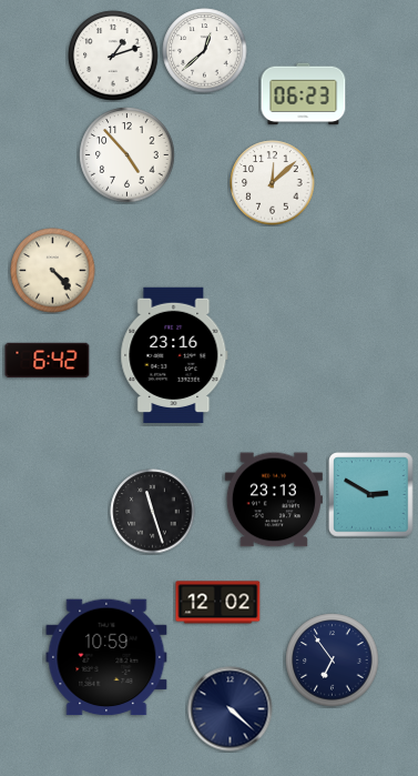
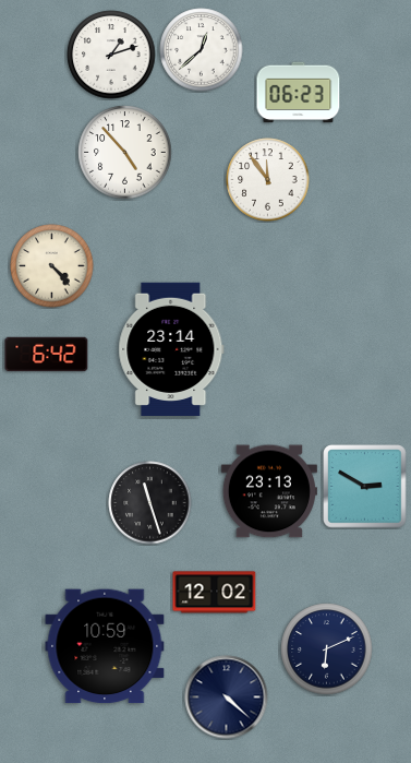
clock at (273, 183): 12:08 -> 11:54
clock at (174, 354): 23:16 -> 23:14
clock at (333, 661): 6:54 -> 6:11
